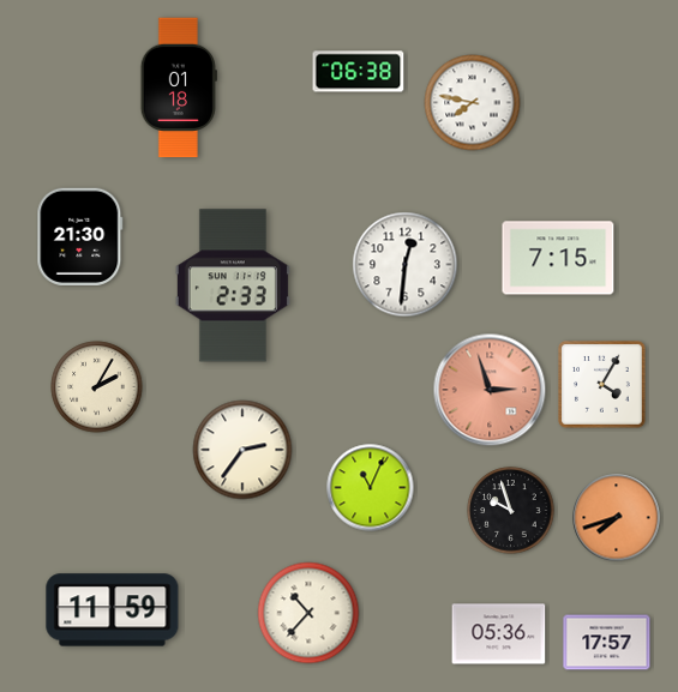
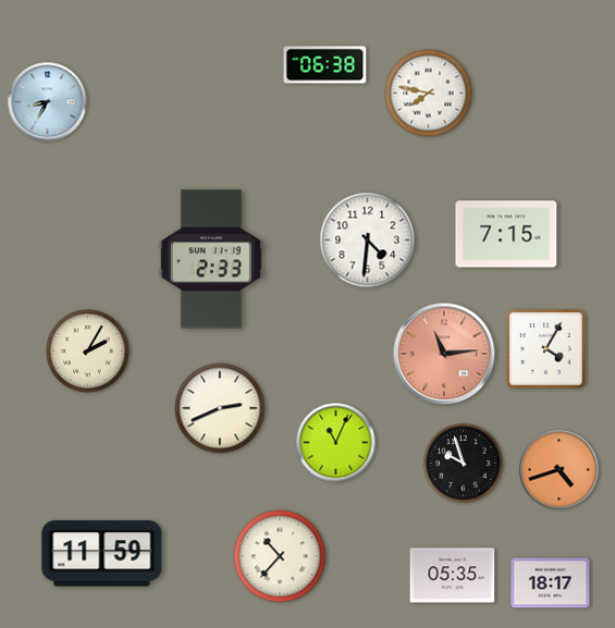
clock at (179, 88): 01:18 -> none
clock at (48, 102): none -> 8:35
clock at (80, 236): 21:30 -> none
clock at (406, 265): 12:31 -> 4:31
clock at (490, 390): 2:57 -> 11:14
clock at (242, 450): 2:36 -> 2:41
clock at (617, 518): 7:42 -> 4:42
clock at (499, 634): 05:36 -> 05:35
clock at (607, 643): 17:57 -> 18:17
